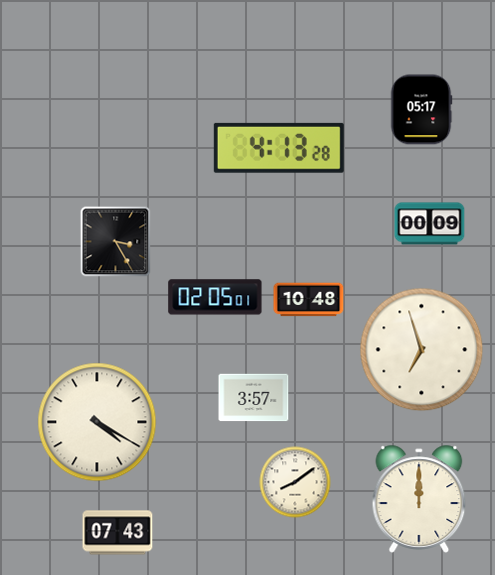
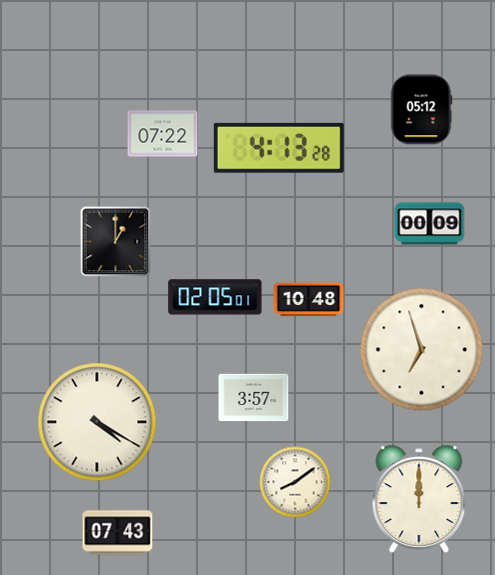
clock at (421, 110): 05:17 -> 05:12
clock at (163, 134): none -> 07:22
clock at (116, 242): 3:25 -> 1:00
